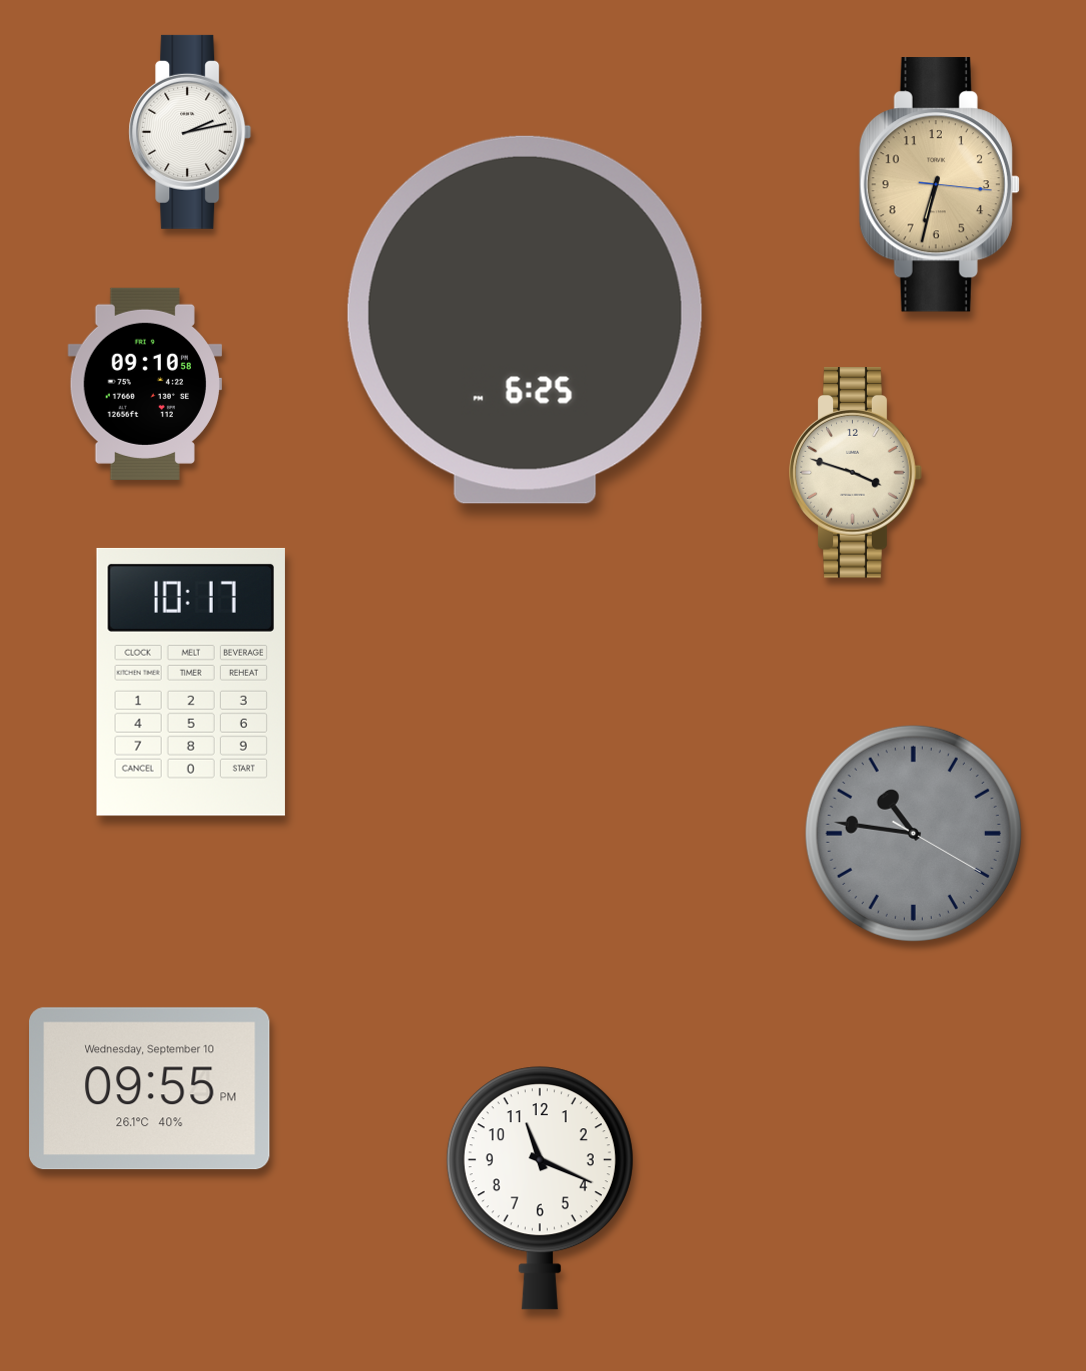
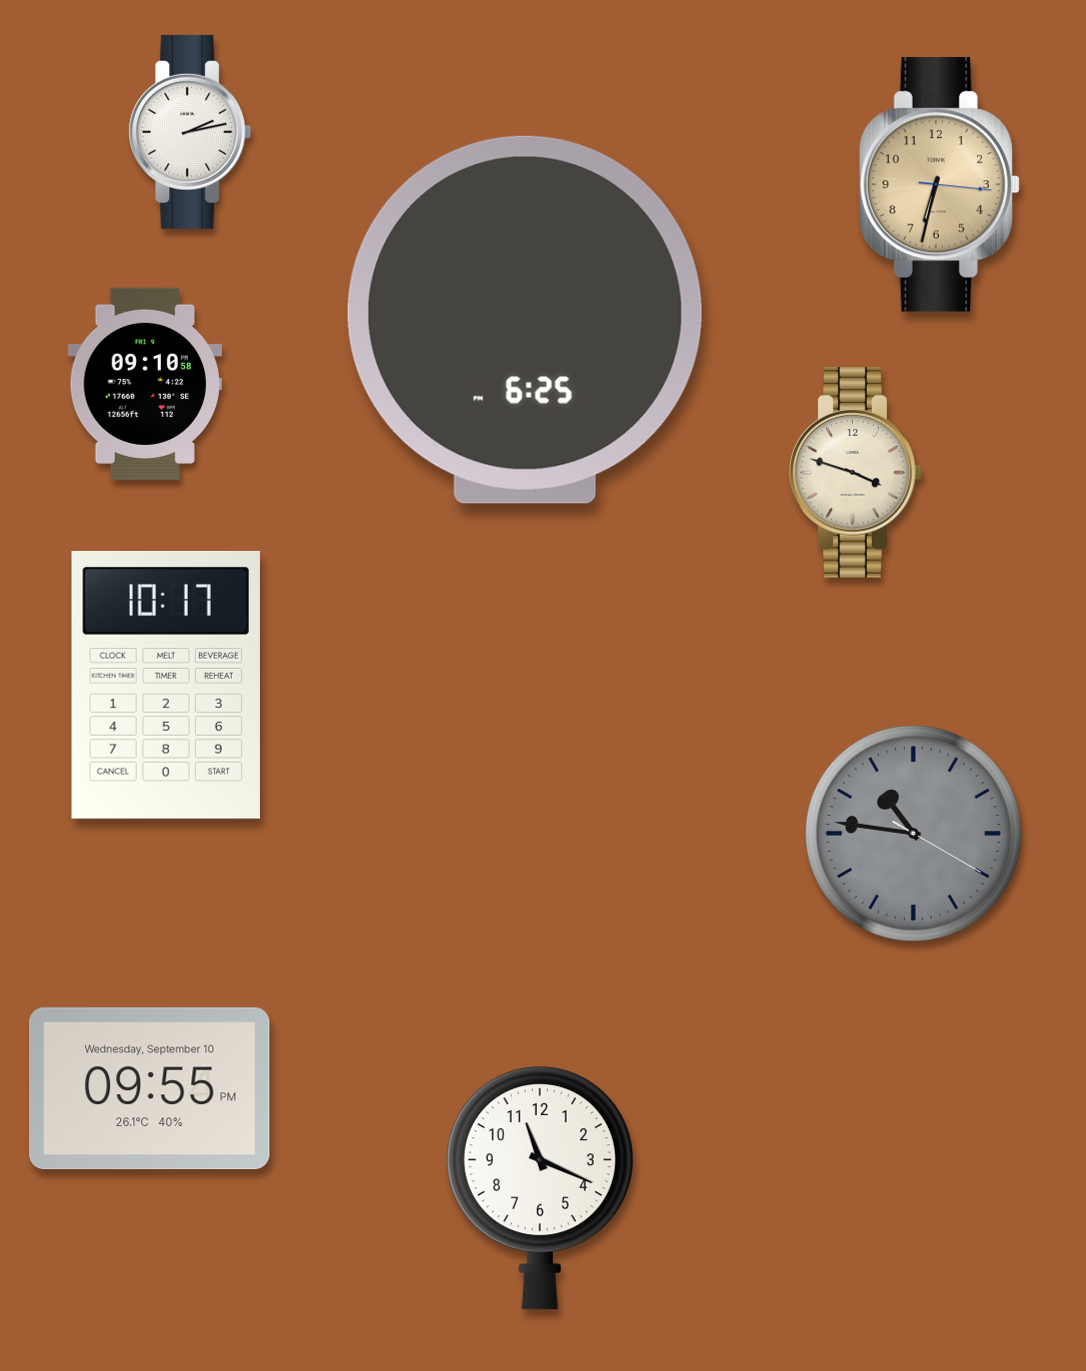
clock at (191, 682) position: (191, 682) -> (166, 685)
